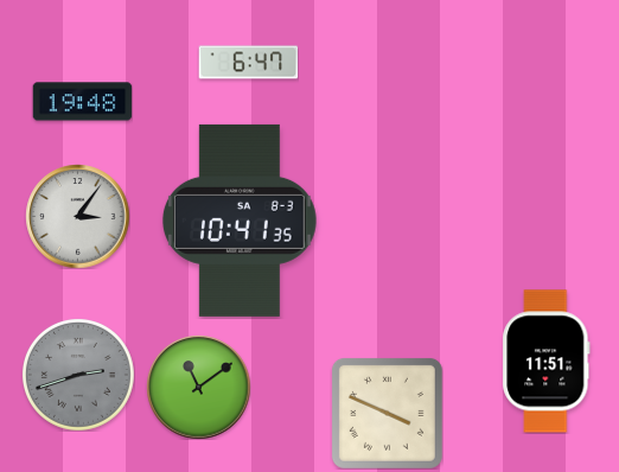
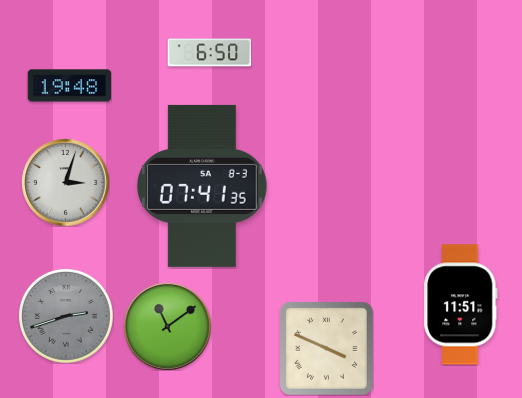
clock at (248, 63): 6:47 -> 6:50
clock at (77, 216): 3:06 -> 3:03
clock at (240, 221): 10:41 -> 07:41
